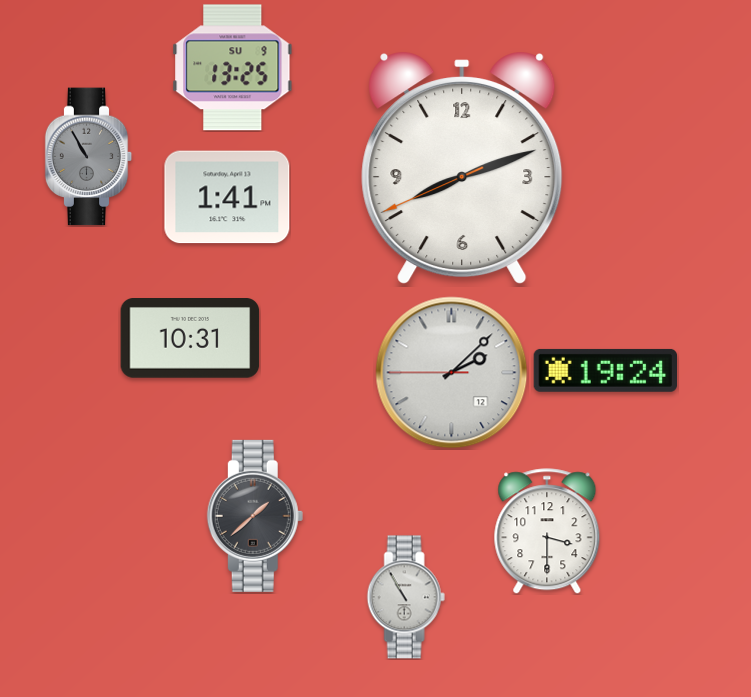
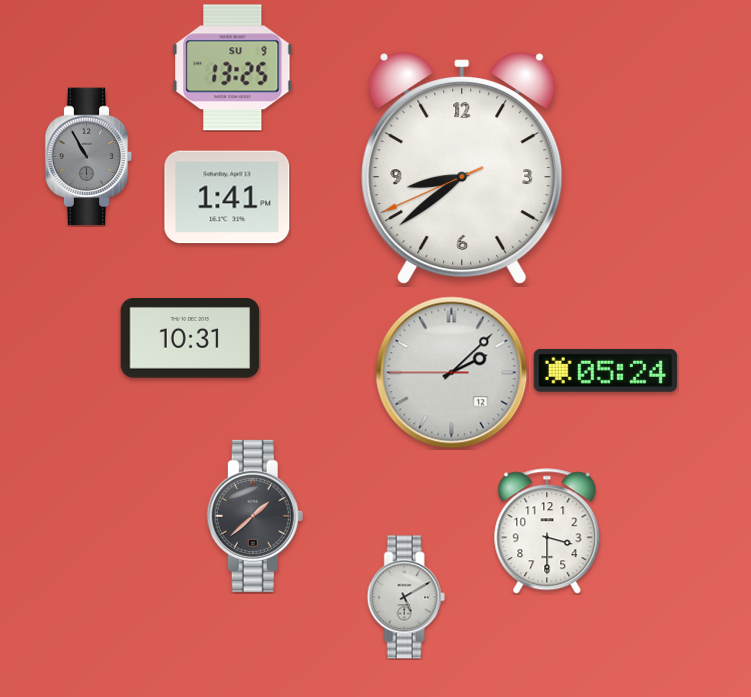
clock at (462, 168): 8:11 -> 8:38
clock at (605, 370): 19:24 -> 05:24
clock at (406, 597): 10:55 -> 5:10
